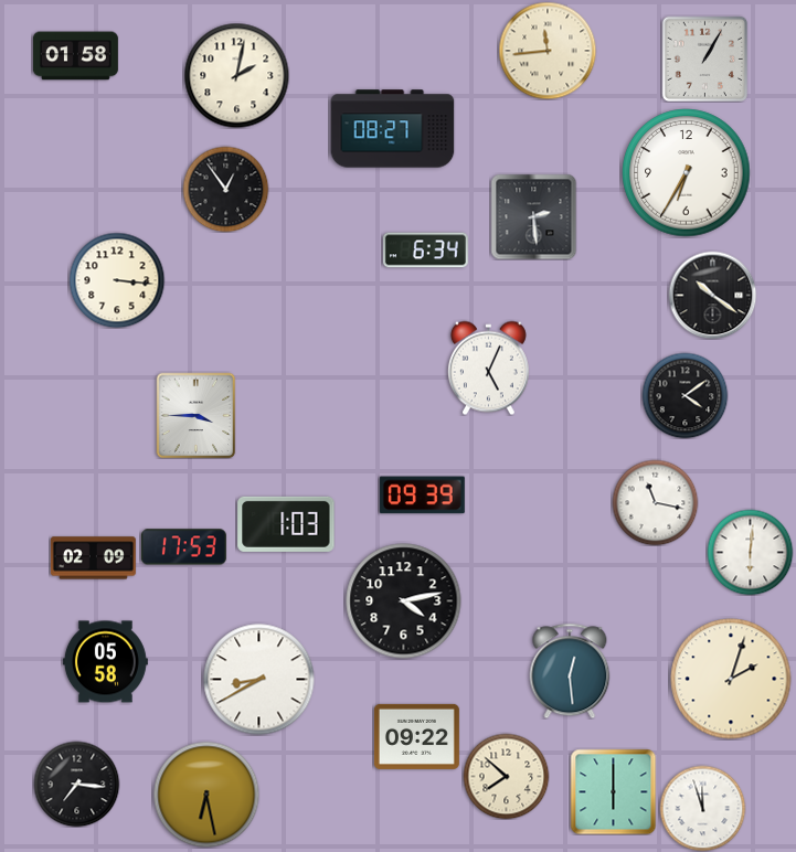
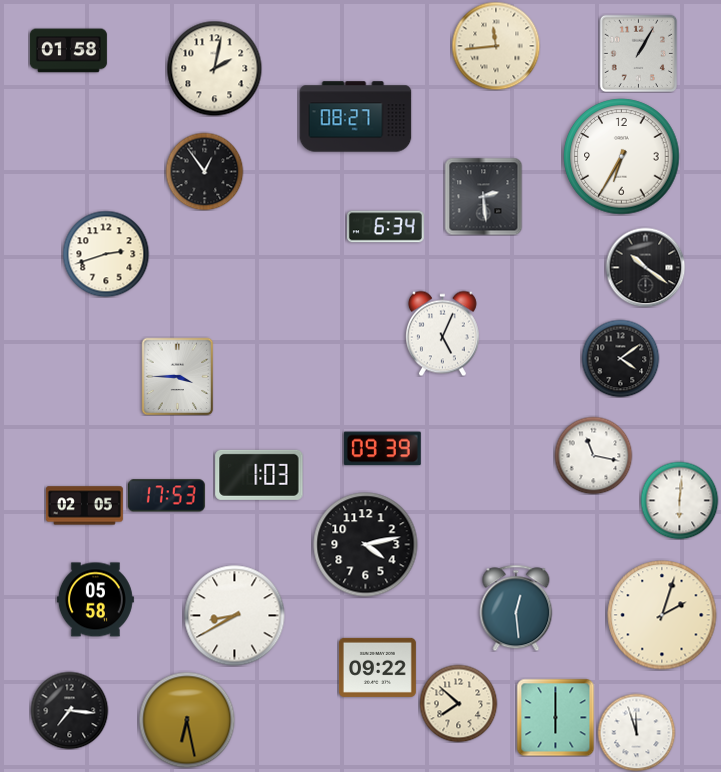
clock at (117, 280): 3:16 -> 2:42
clock at (93, 558): 02:09 -> 02:05
